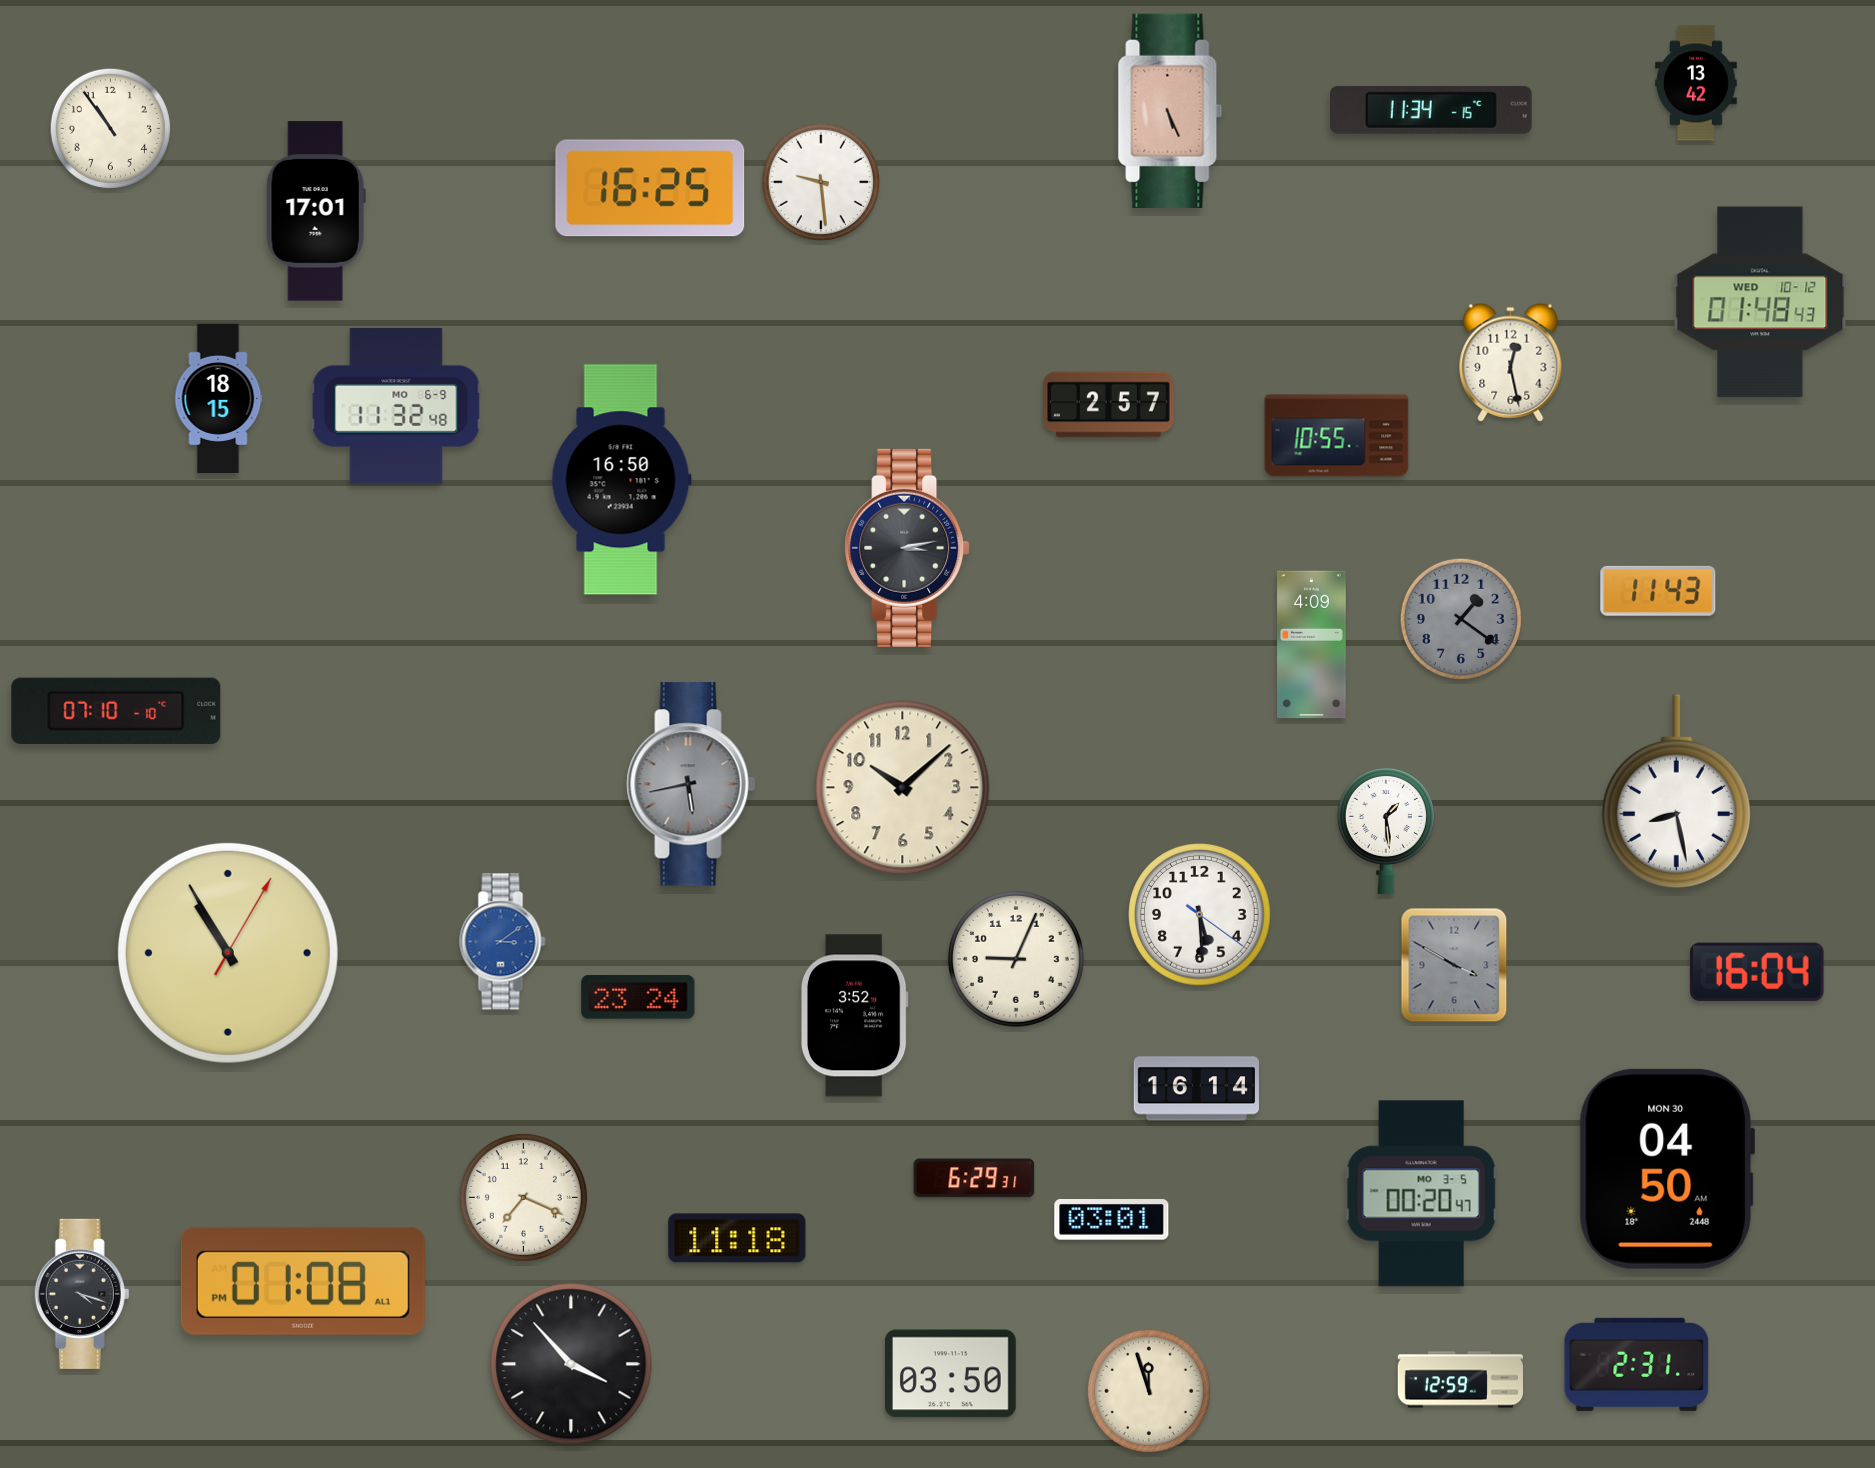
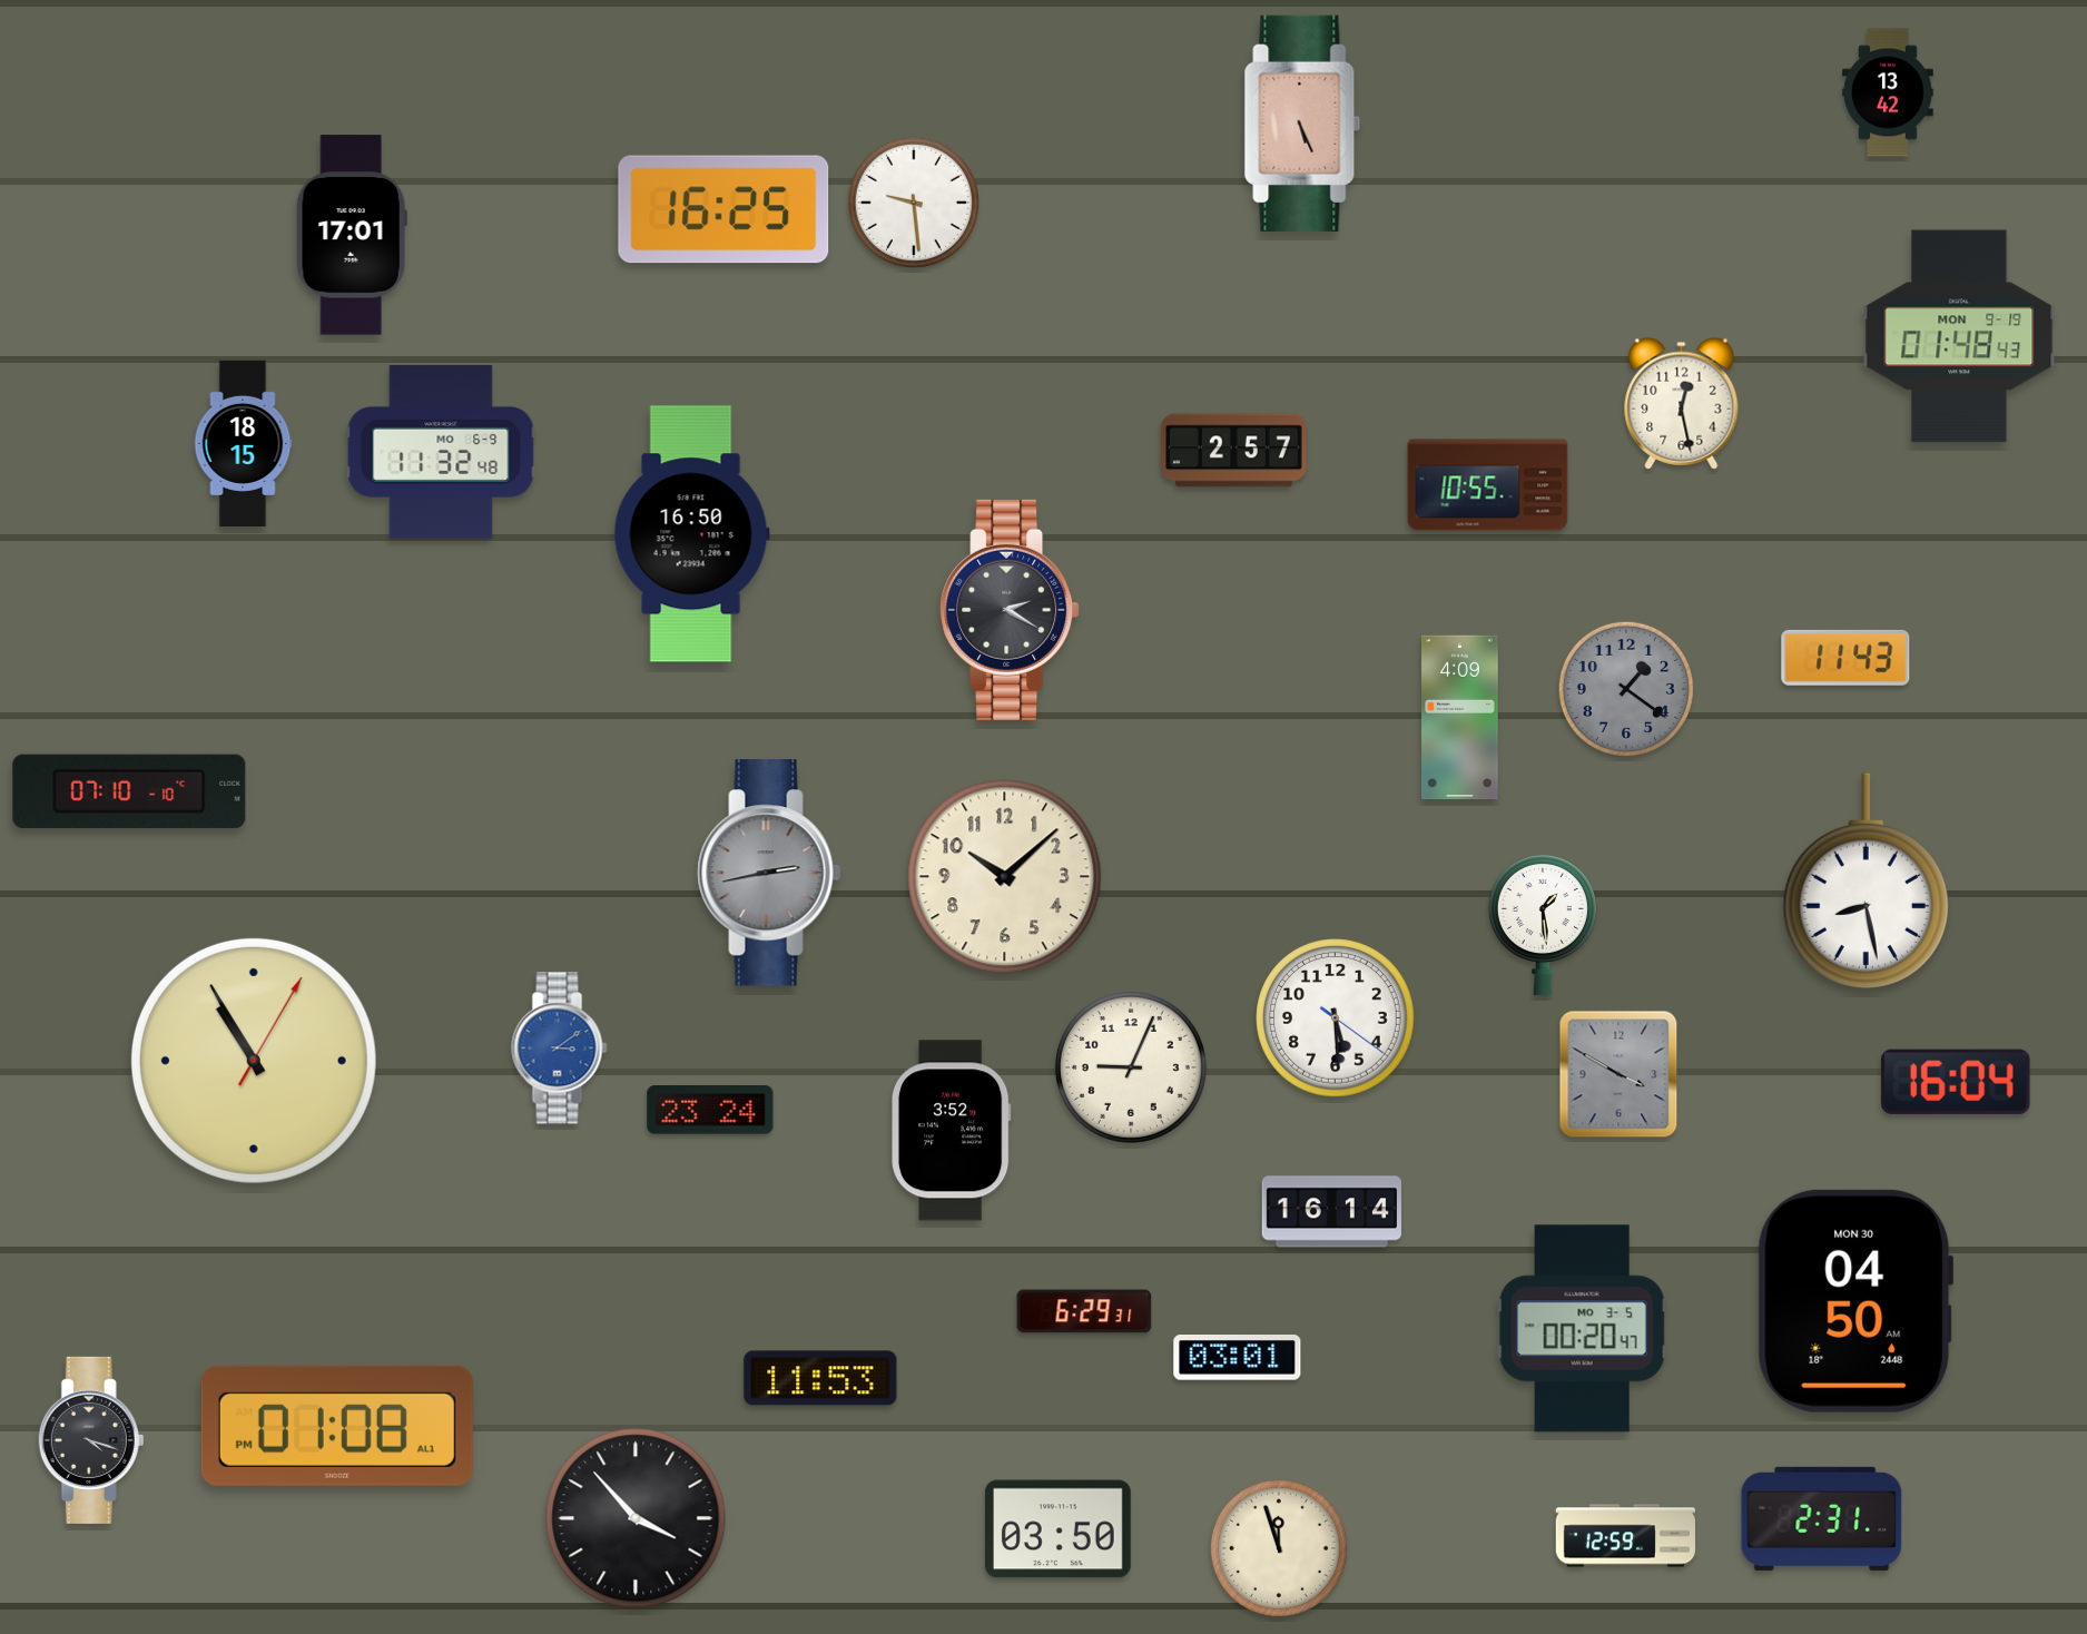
clock at (1432, 110): 11:34 -> none
clock at (110, 128): 10:54 -> none
clock at (1760, 302) date: WED 10-12 -> MON 9-19
clock at (907, 548): 3:13 -> 2:20
clock at (691, 784): 5:43 -> 2:43
clock at (523, 1197): 7:19 -> none
clock at (737, 1238): 11:18 -> 11:53
